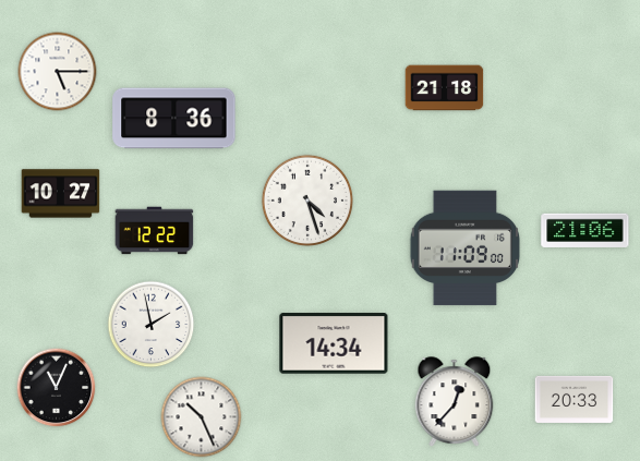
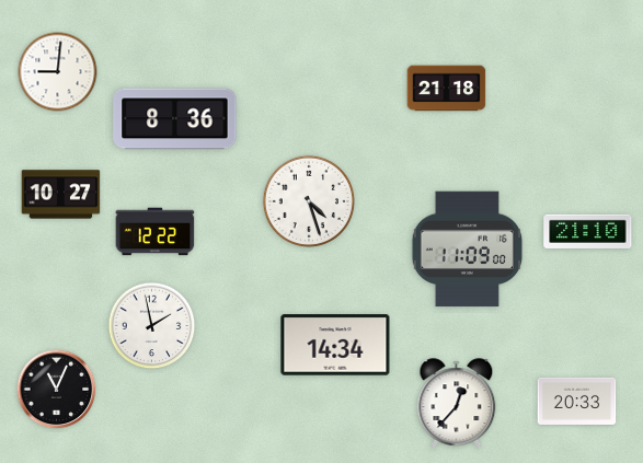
clock at (58, 72): 5:15 -> 9:01
clock at (585, 230): 21:06 -> 21:10
clock at (202, 417): 10:26 -> none
